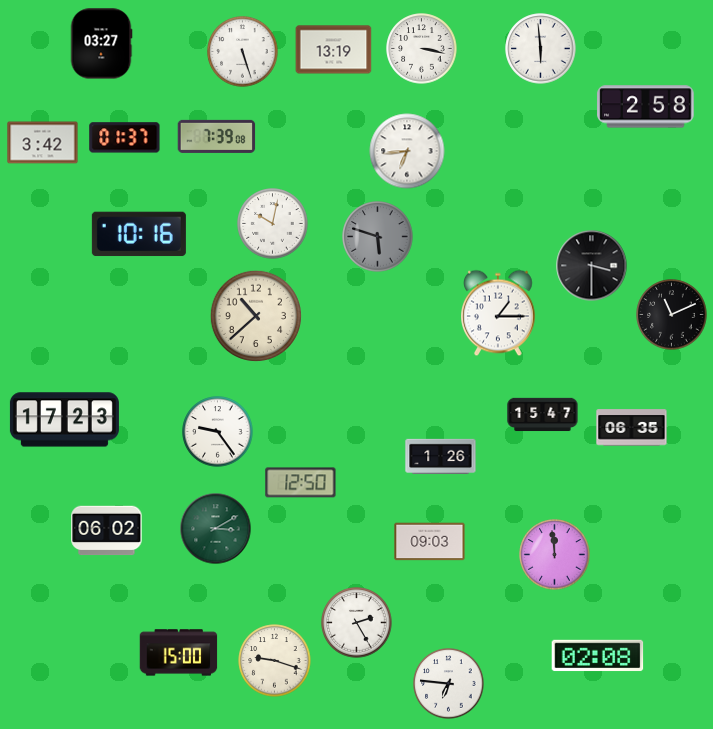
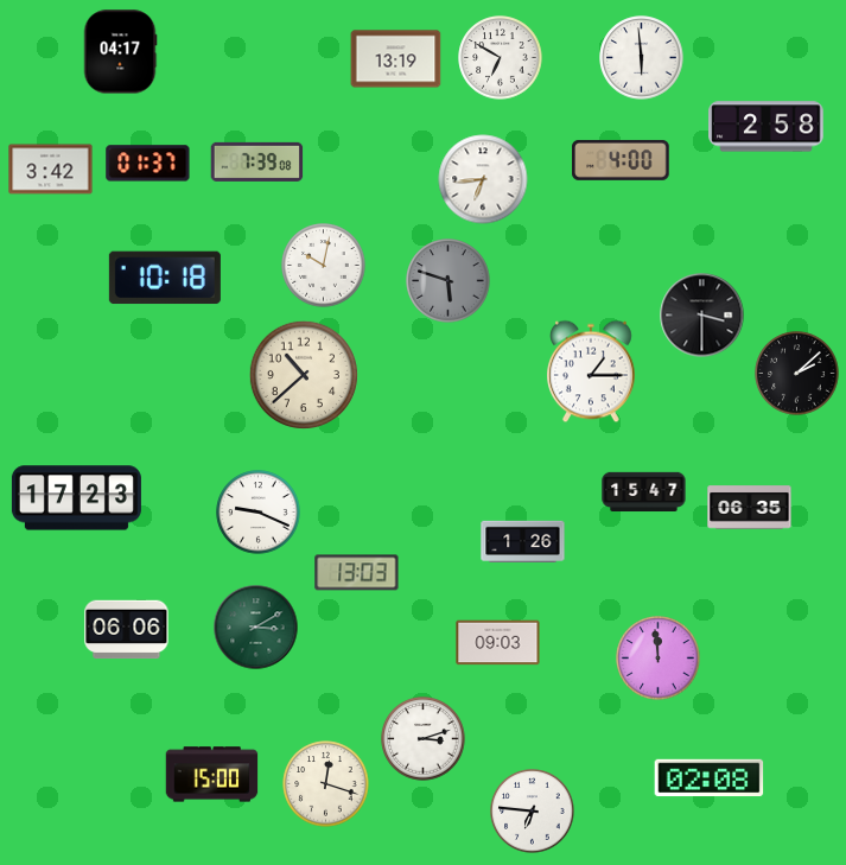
clock at (101, 44): 03:27 -> 04:17
clock at (422, 49): 3:17 -> 6:50
clock at (243, 52): 5:27 -> none
clock at (621, 160): none -> 4:00
clock at (139, 234): 10:16 -> 10:18
clock at (672, 315): 11:11 -> 2:08
clock at (218, 432): 9:24 -> 9:19
clock at (301, 483): 12:50 -> 13:03
clock at (107, 531): 06:02 -> 06:06
clock at (430, 542) position: (430, 542) -> (498, 643)
clock at (357, 623): 2:25 -> 3:12
clock at (275, 661): 9:18 -> 12:18
